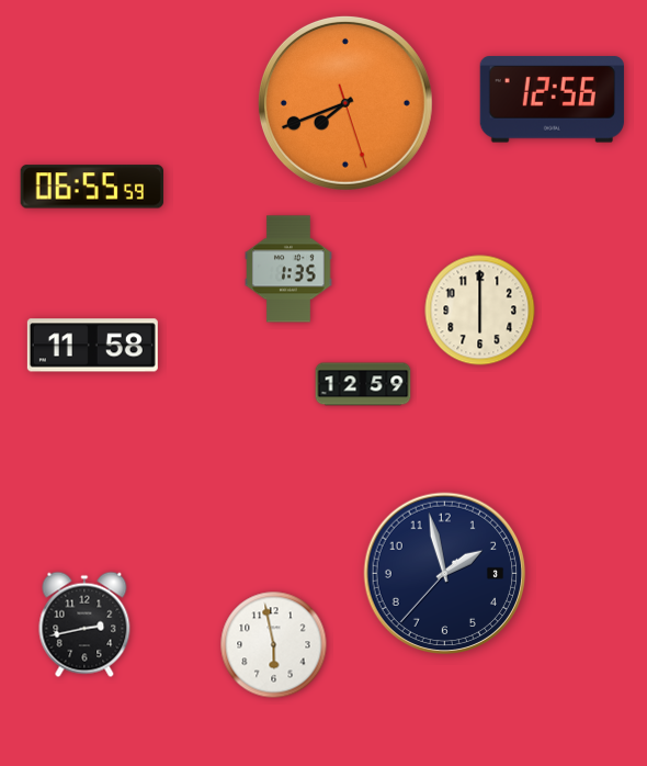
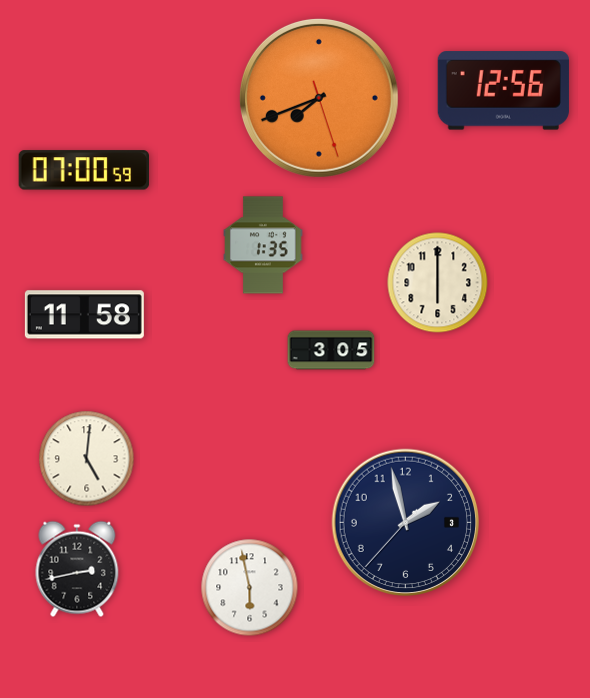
clock at (345, 103) position: (345, 103) -> (319, 98)
clock at (91, 187): 06:55 -> 07:00
clock at (363, 384): 12:59 -> 3:05
clock at (87, 459): none -> 5:01
